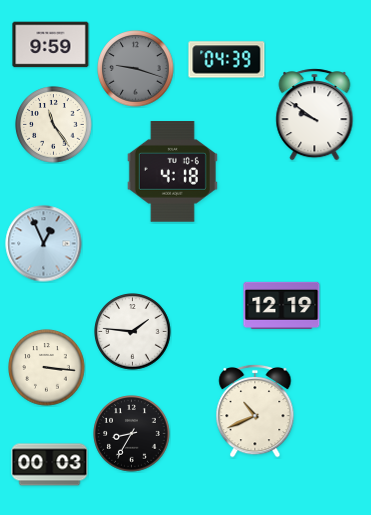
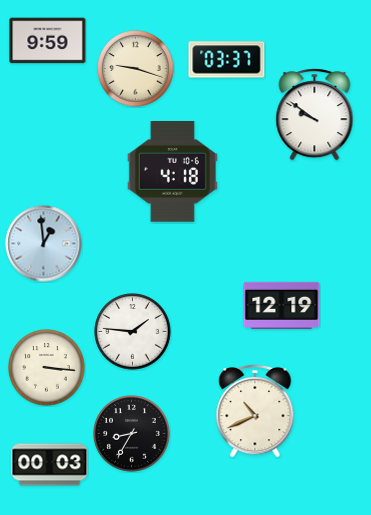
clock at (51, 45) position: (51, 45) -> (48, 41)
clock at (227, 60): 04:39 -> 03:37
clock at (136, 69) dial: grey -> cream
clock at (54, 125): 11:24 -> none
clock at (44, 244): 12:56 -> 12:59
